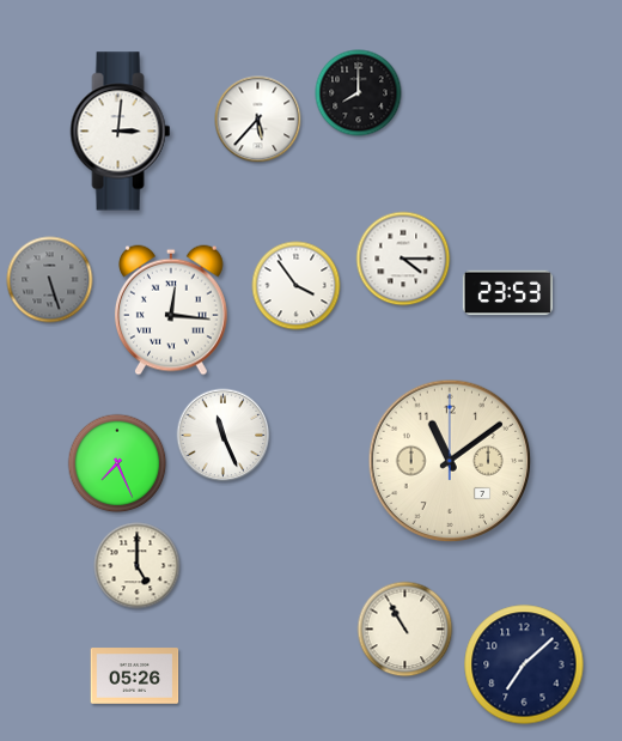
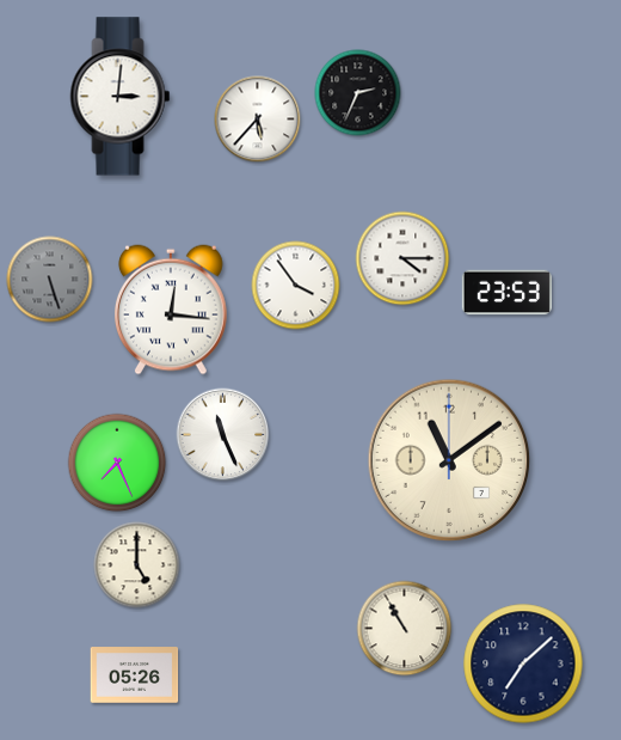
clock at (359, 93): 8:00 -> 2:34
clock at (121, 132) position: (121, 132) -> (121, 97)
